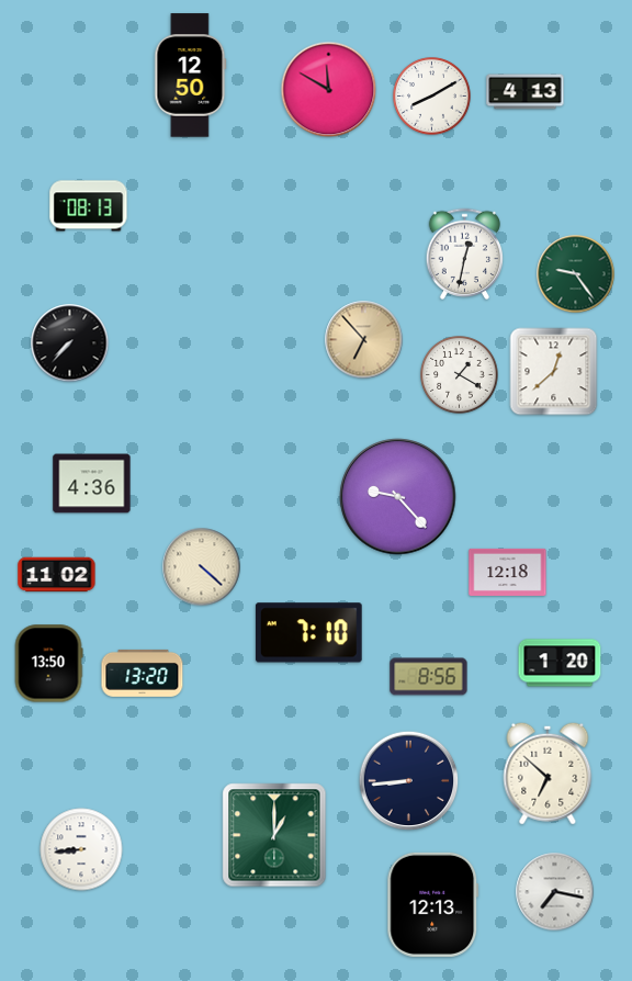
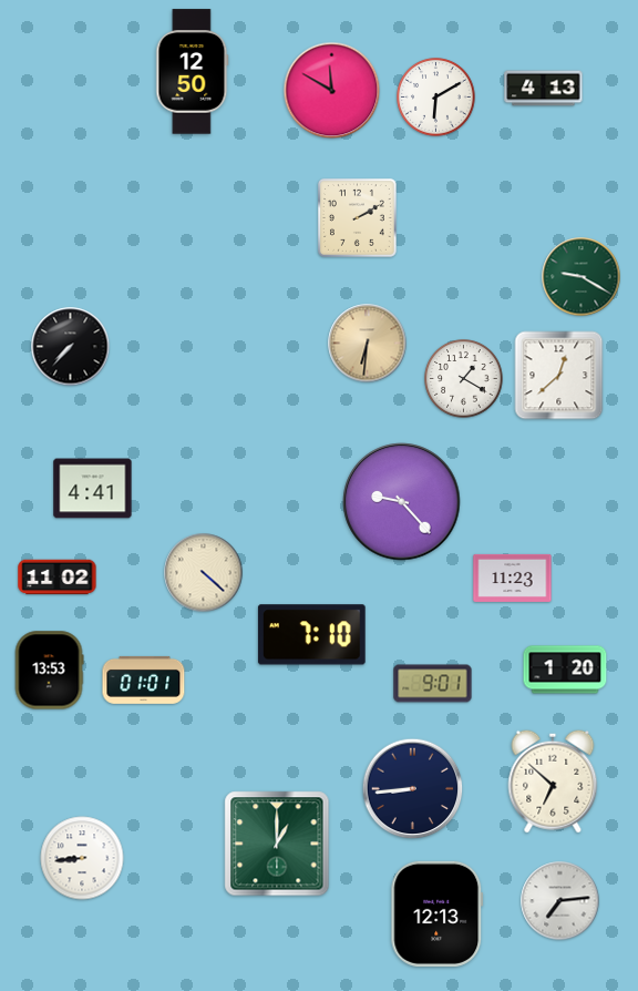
clock at (191, 76) position: (191, 76) -> (193, 72)
clock at (526, 92) position: (526, 92) -> (544, 89)
clock at (432, 97): 8:10 -> 6:10
clock at (89, 206): 08:13 -> none
clock at (357, 217): none -> 2:10
clock at (464, 253): 12:32 -> none
clock at (576, 274): 9:24 -> 9:20
clock at (364, 340): 6:53 -> 6:31
clock at (92, 484): 4:36 -> 4:41
clock at (508, 572): 12:18 -> 11:23
clock at (57, 575) position: (57, 575) -> (58, 578)
clock at (308, 633) position: (308, 633) -> (311, 635)
clock at (48, 664): 13:50 -> 13:53
clock at (143, 673): 13:20 -> 01:01
clock at (429, 677): 8:56 -> 9:01
clock at (555, 892): 7:17 -> 7:14
